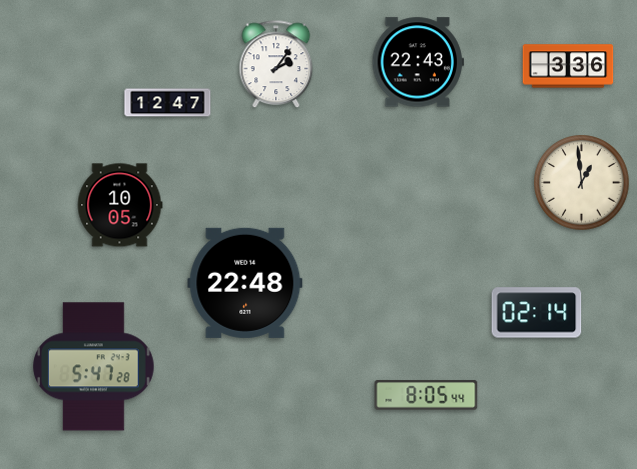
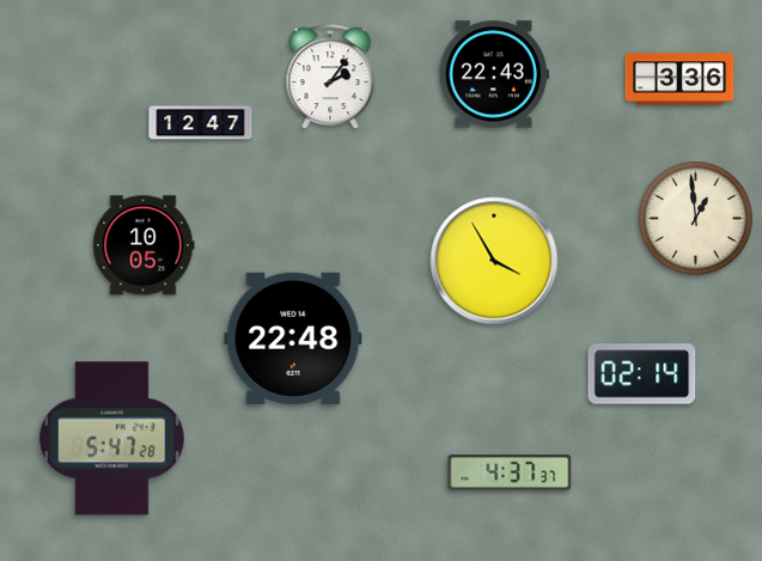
clock at (418, 62) position: (418, 62) -> (494, 74)
clock at (494, 261): none -> 3:55
clock at (426, 395): 8:05 -> 4:37
